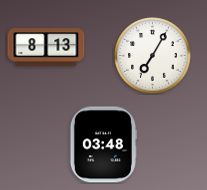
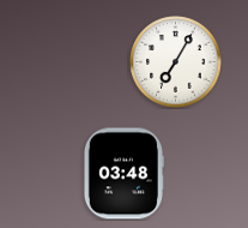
clock at (46, 47): 8:13 -> none
clock at (153, 56) position: (153, 56) -> (176, 62)
